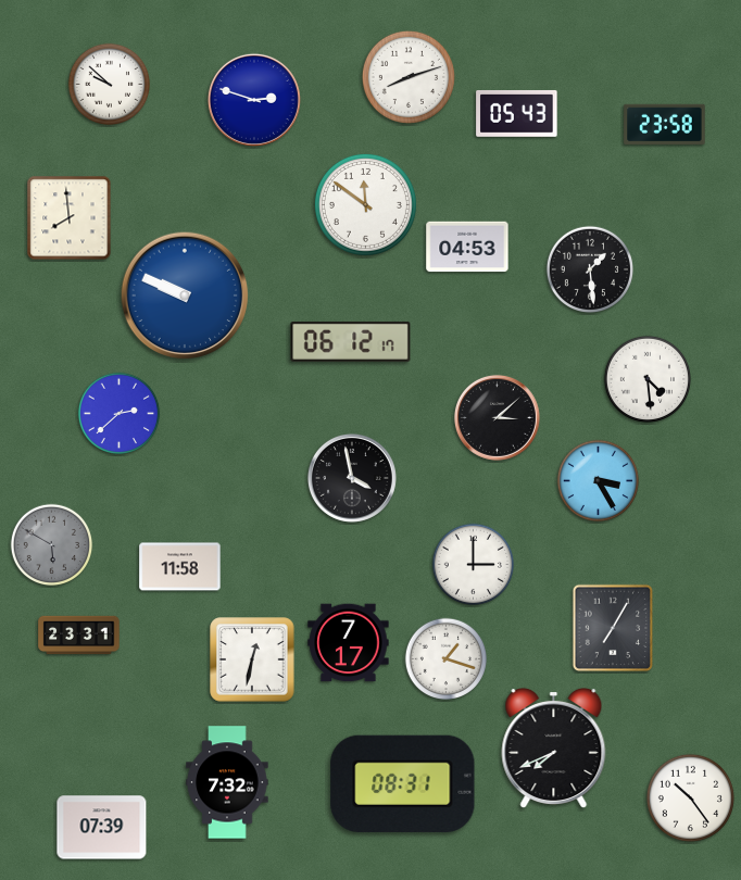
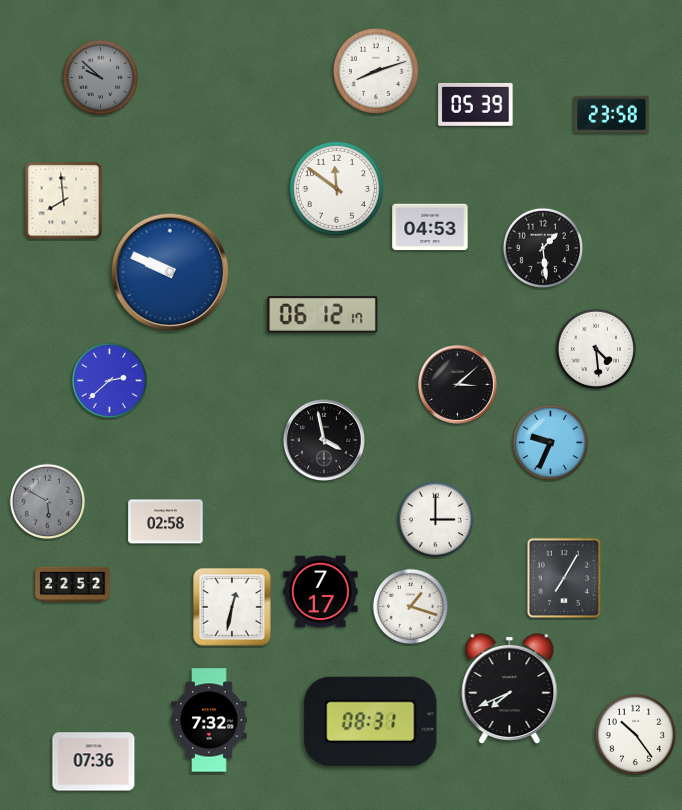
clock at (110, 85) dial: white -> grey
clock at (254, 100): 2:48 -> none
clock at (517, 113): 05:43 -> 05:39
clock at (599, 481): 3:25 -> 9:34
clock at (180, 567): 11:58 -> 02:58
clock at (79, 636): 23:31 -> 22:52
clock at (102, 828): 07:39 -> 07:36
